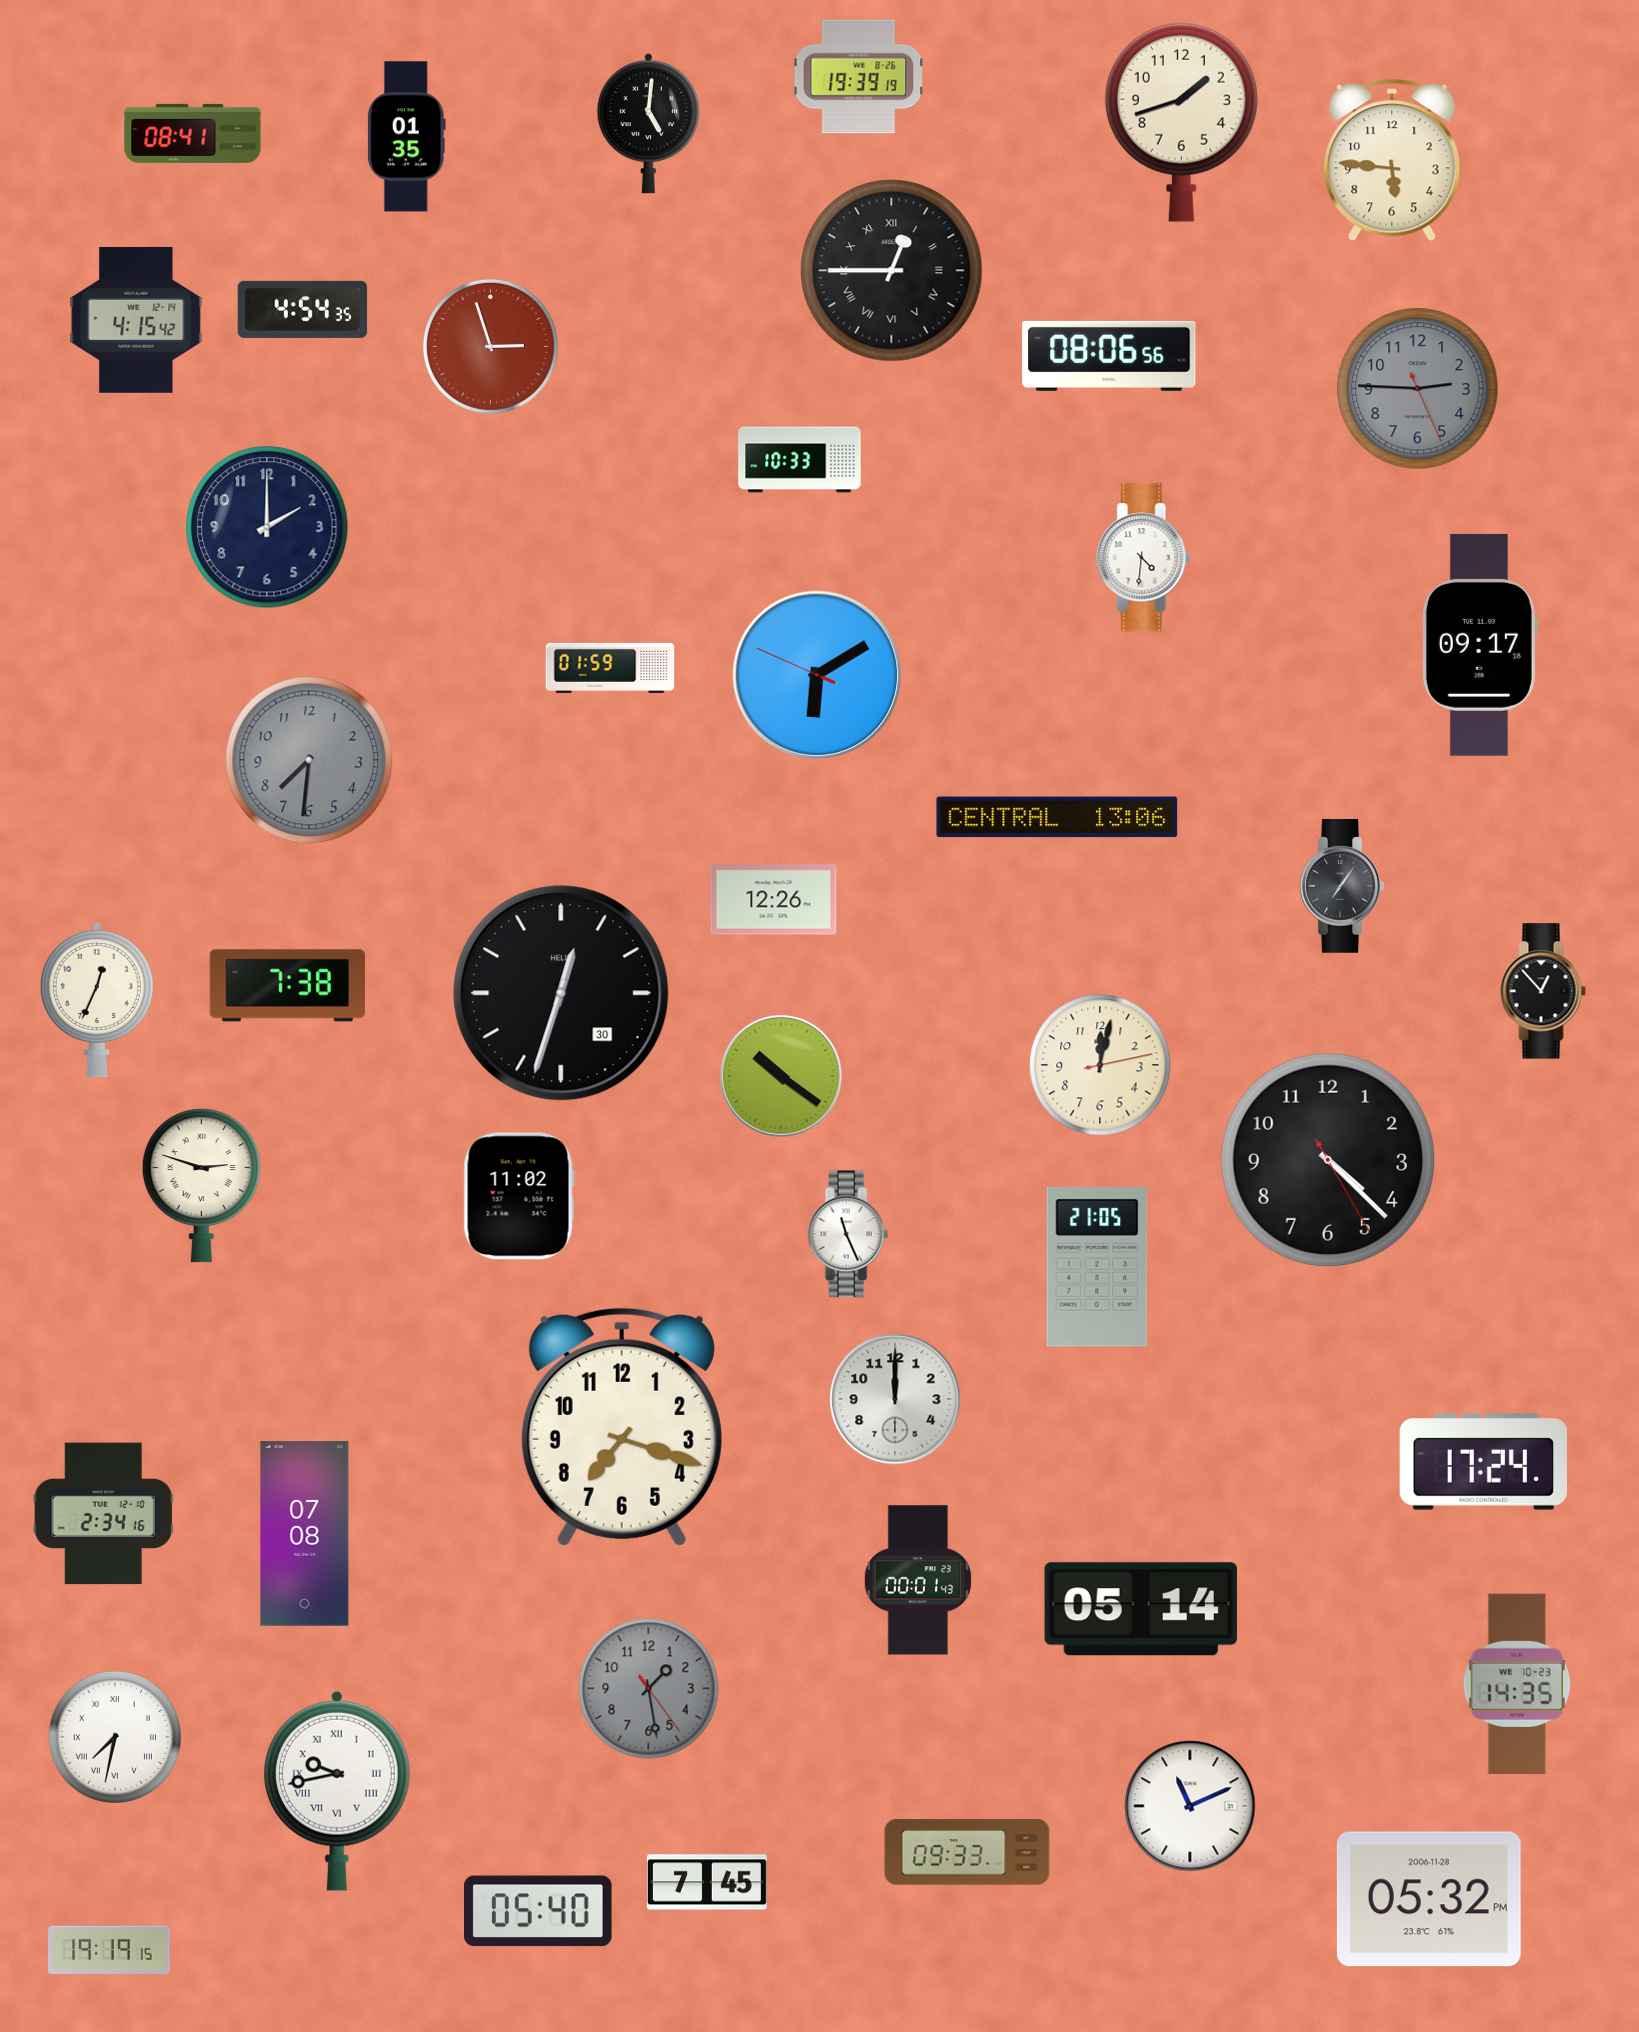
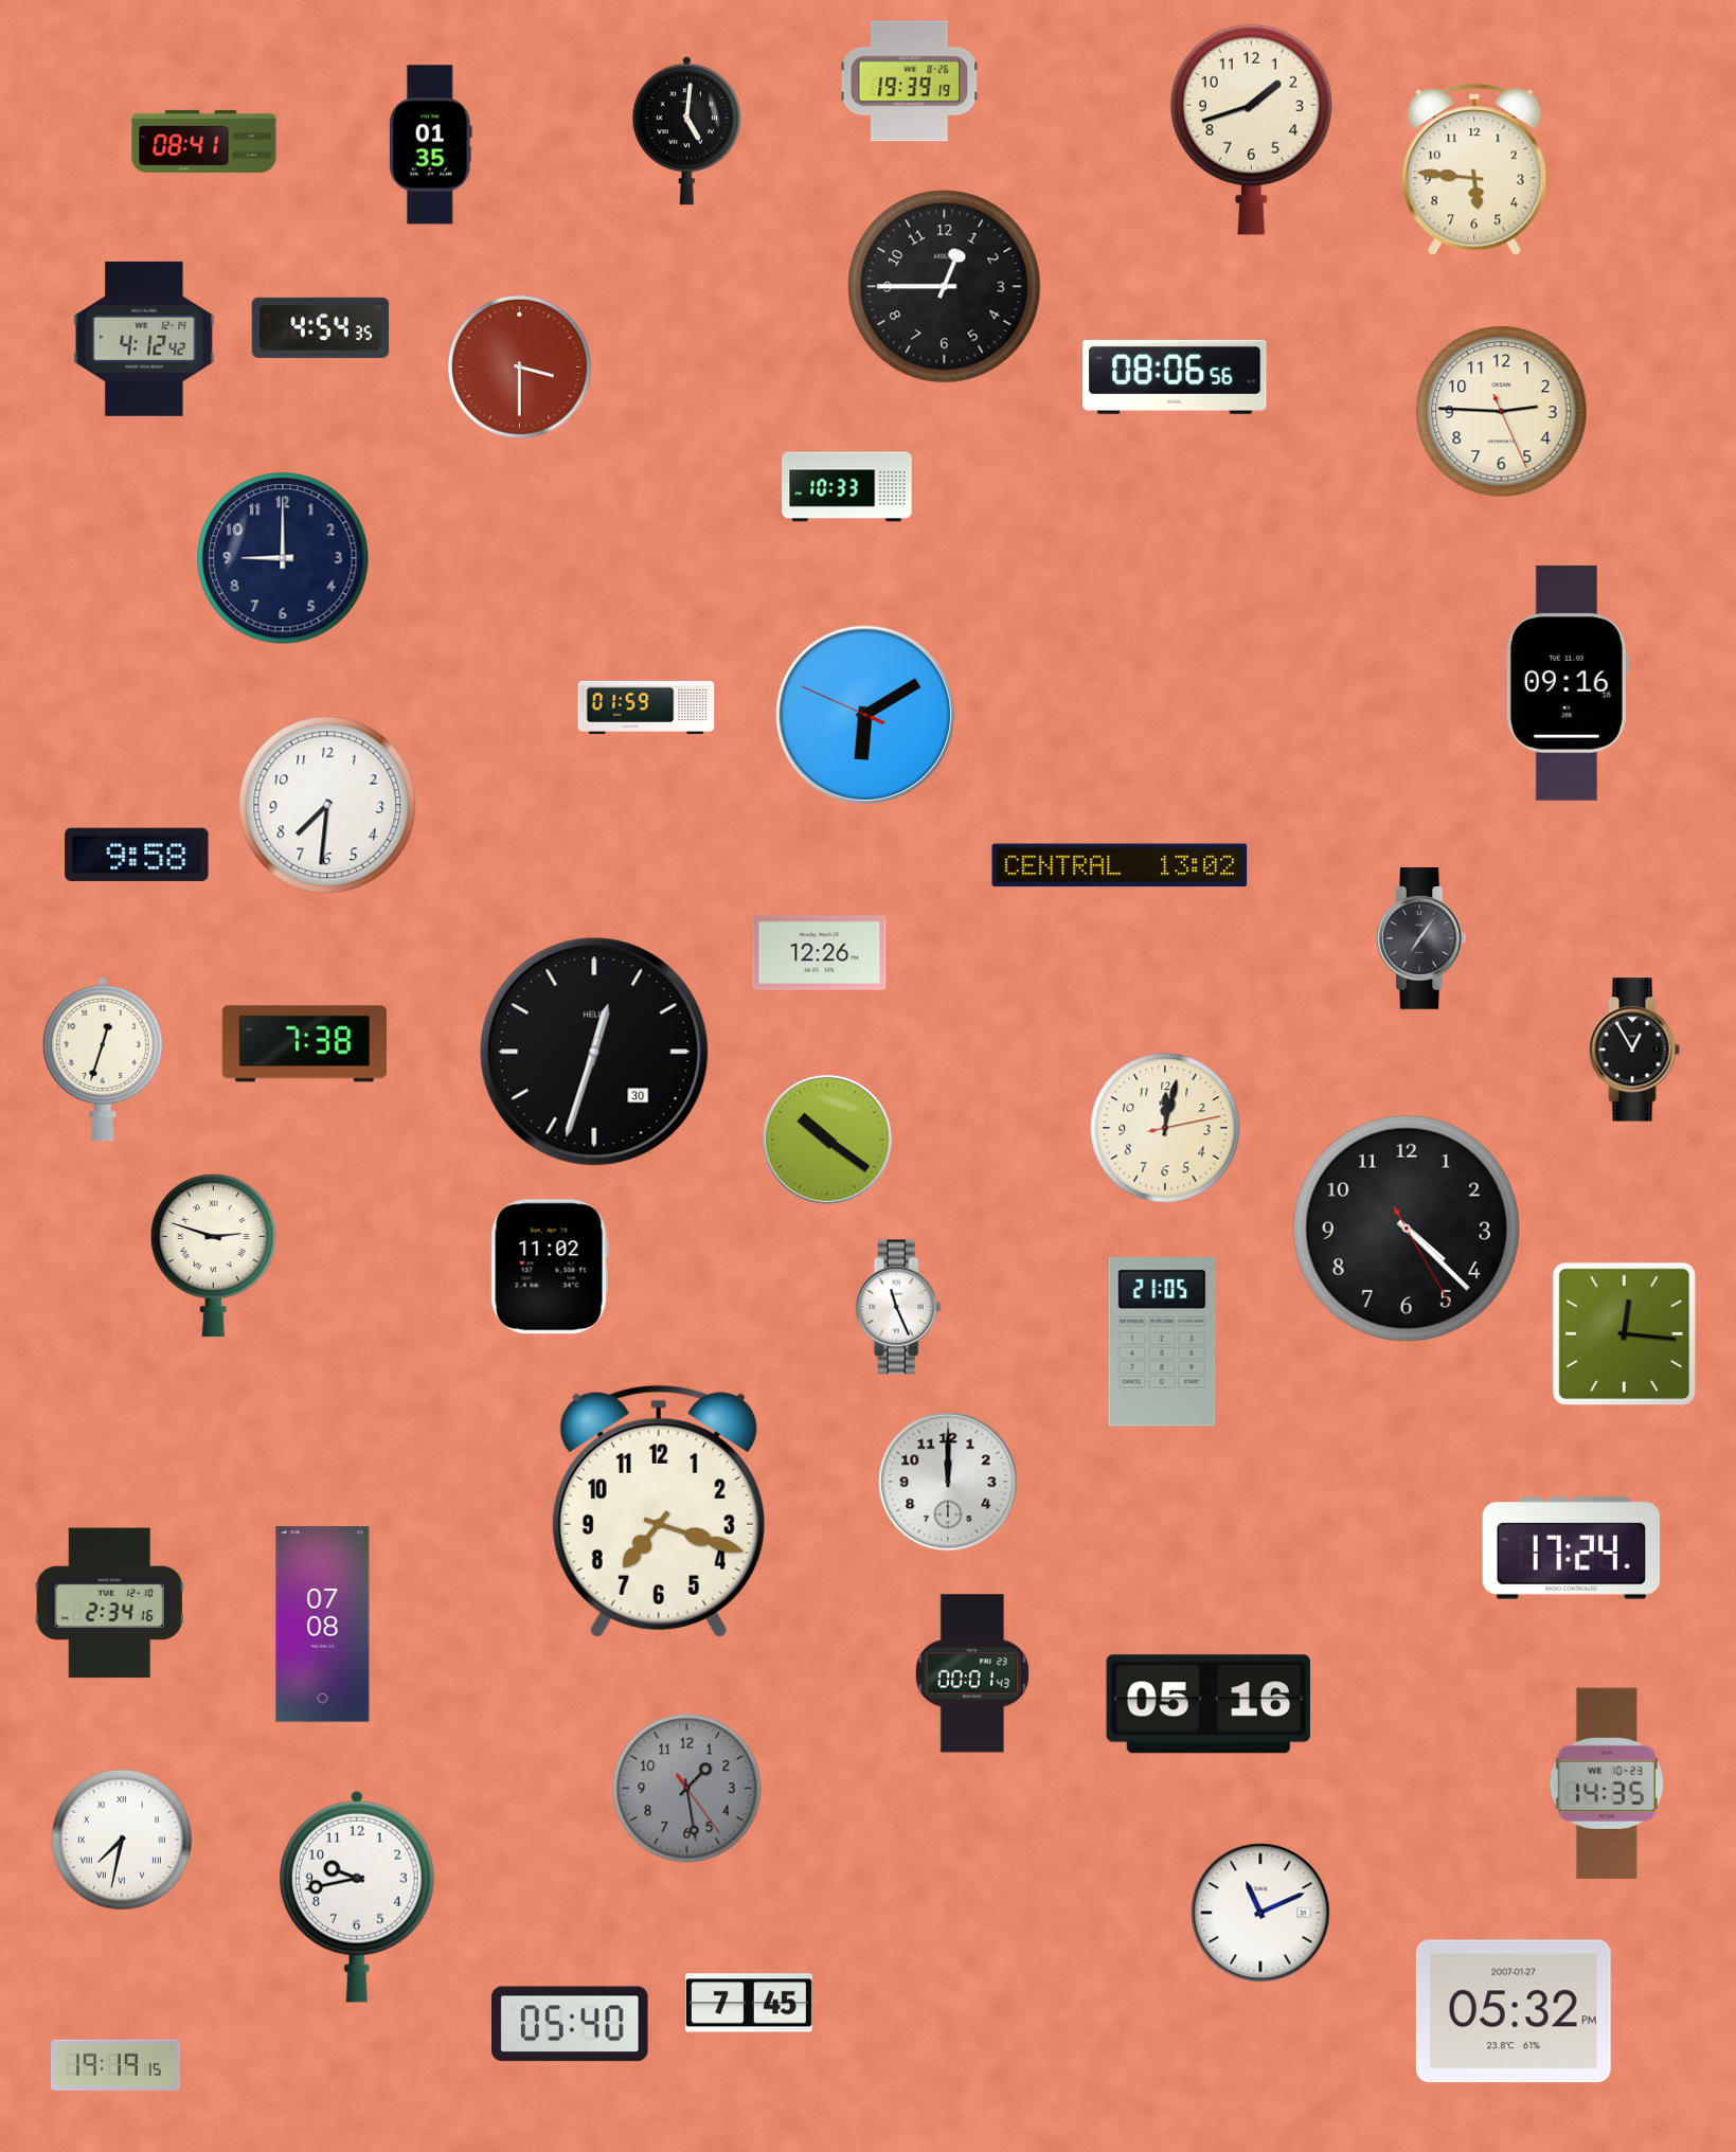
clock at (892, 271) numerals: Roman -> Arabic
clock at (136, 320): 4:15 -> 4:12
clock at (490, 346): 2:57 -> 3:30
clock at (1418, 389) dial: grey -> cream
clock at (267, 527): 2:00 -> 9:00
clock at (1144, 558): 4:31 -> none
clock at (1479, 645): 09:17 -> 09:16
clock at (309, 760) dial: grey -> white
clock at (137, 855): none -> 9:58
clock at (1057, 817): 13:06 -> 13:02
clock at (1543, 991): 12:53 -> 12:55
clock at (97, 1000): 12:34 -> 12:33
clock at (1624, 1333): none -> 12:16
clock at (1141, 1609): 05:14 -> 05:16
clock at (337, 1791) numerals: Roman -> Arabic
clock at (967, 1852): 09:33 -> none
clock at (707, 1882) position: (707, 1882) -> (749, 2003)
clock at (1429, 1899) date: 2006-11-28 -> 2007-01-27
